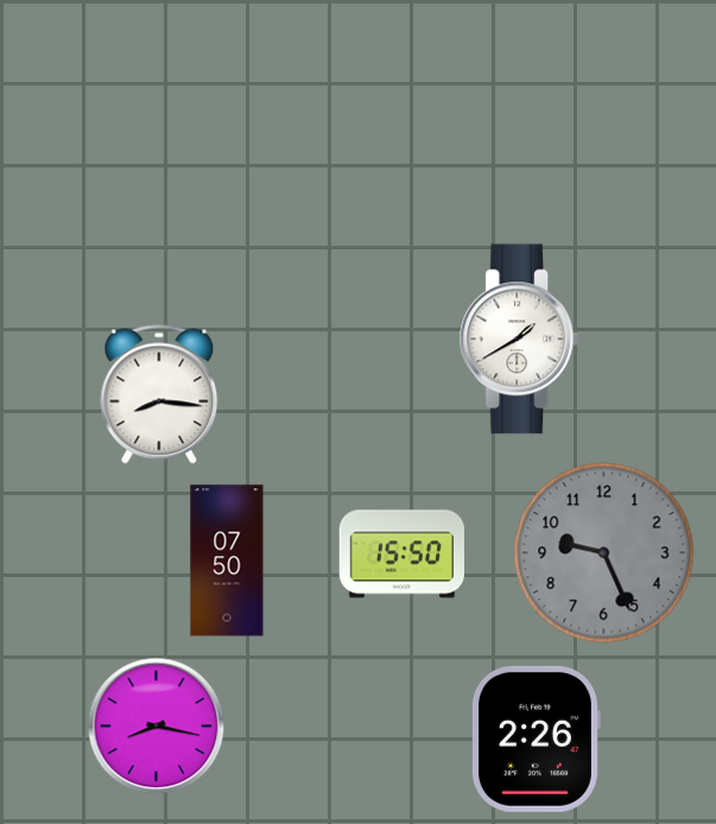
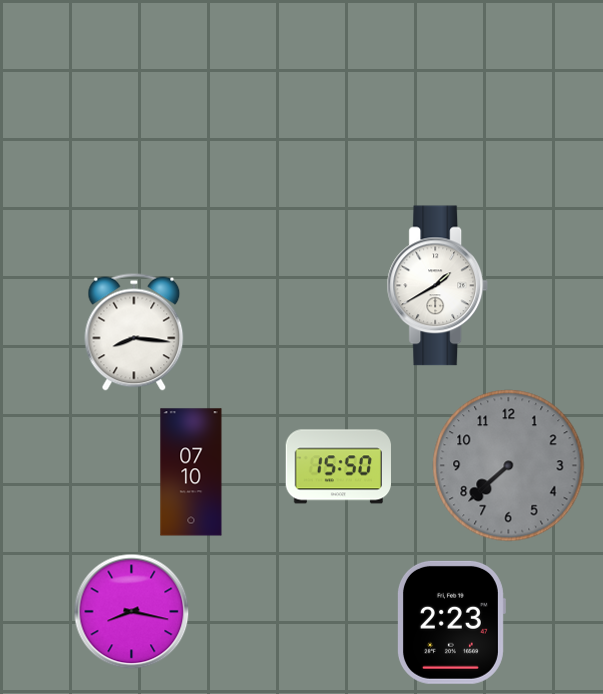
clock at (604, 553): 9:26 -> 7:38
clock at (227, 560): 07:50 -> 07:10
clock at (536, 739): 2:26 -> 2:23
